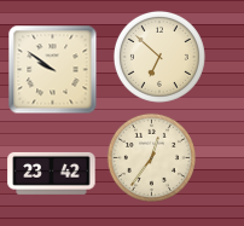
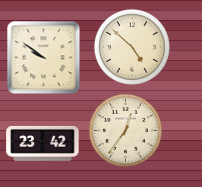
clock at (159, 57): 6:52 -> 4:52
